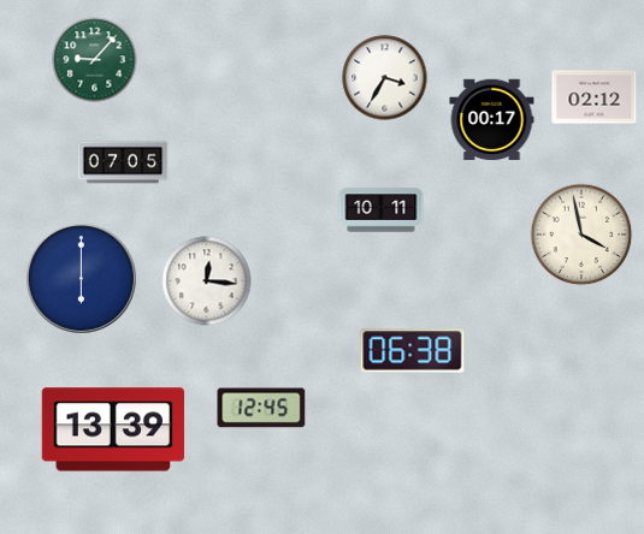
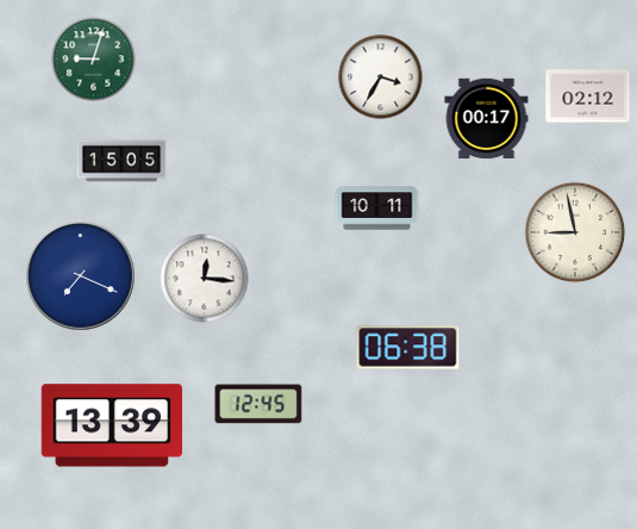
clock at (95, 60): 9:07 -> 9:03
clock at (123, 162): 07:05 -> 15:05
clock at (581, 235): 3:58 -> 8:58
clock at (81, 278): 6:00 -> 7:19
